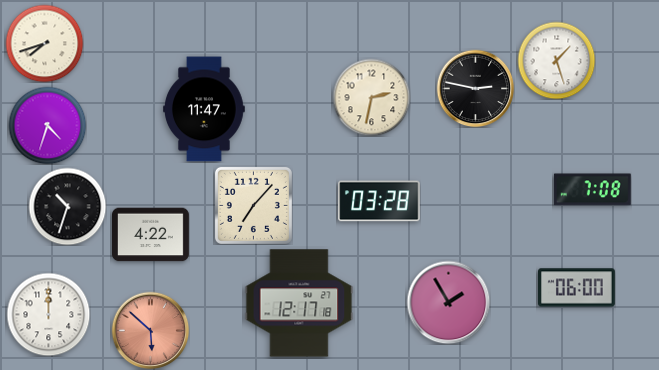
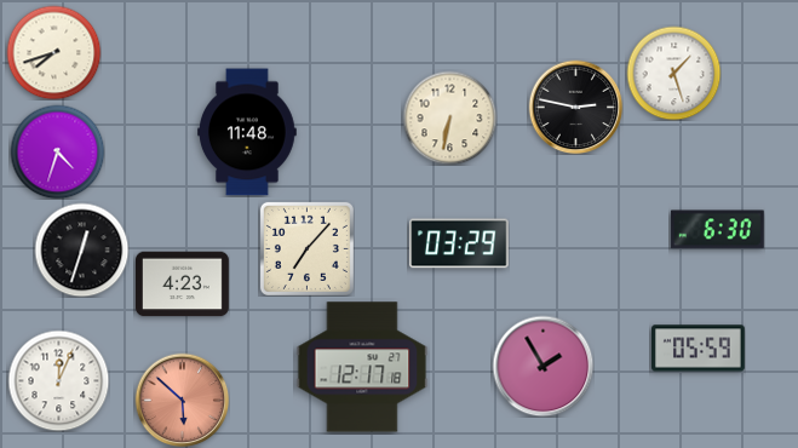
clock at (371, 97): 2:32 -> 6:32
clock at (205, 109): 11:47 -> 11:48
clock at (592, 190): 7:08 -> 6:30
clock at (379, 201): 03:28 -> 03:29
clock at (67, 206): 10:33 -> 12:33
clock at (151, 235): 4:22 -> 4:23
clock at (577, 288): 06:00 -> 05:59
clock at (48, 314): 12:00 -> 12:04
